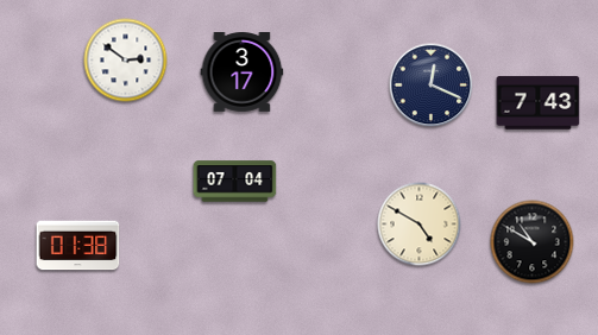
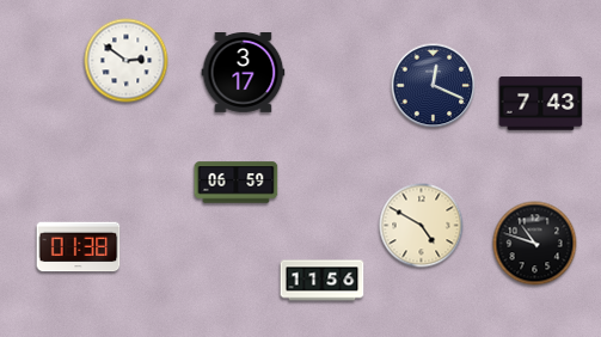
clock at (235, 182): 07:04 -> 06:59
clock at (533, 242): 10:50 -> 10:48
clock at (323, 281): none -> 11:56
